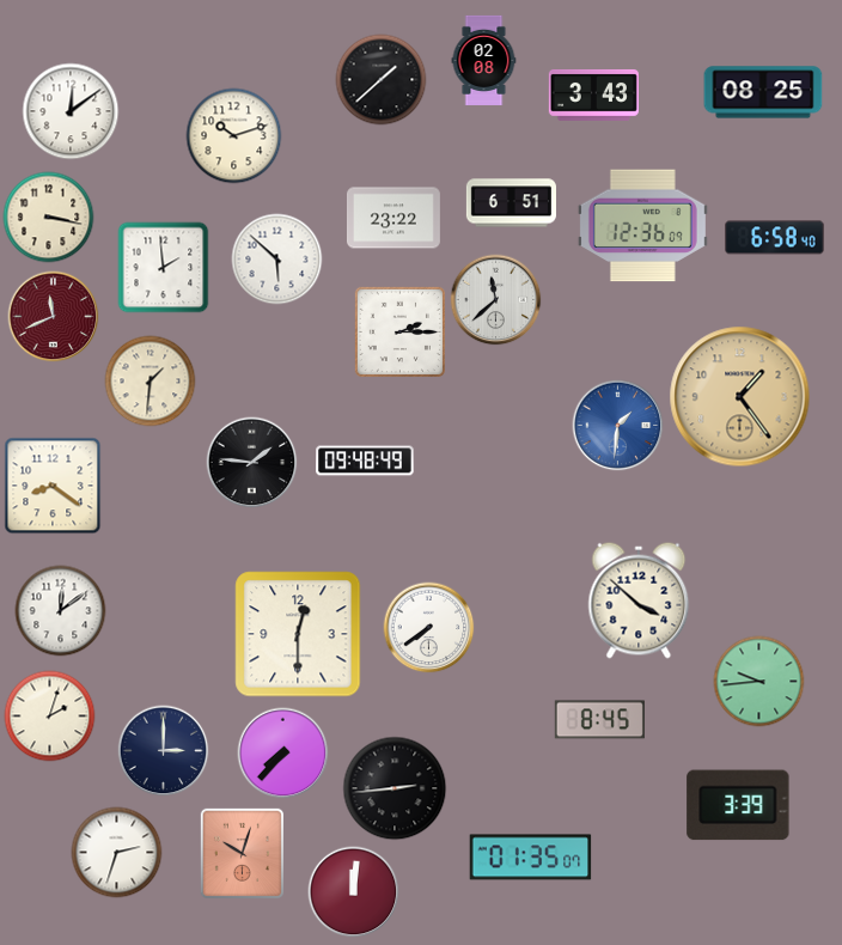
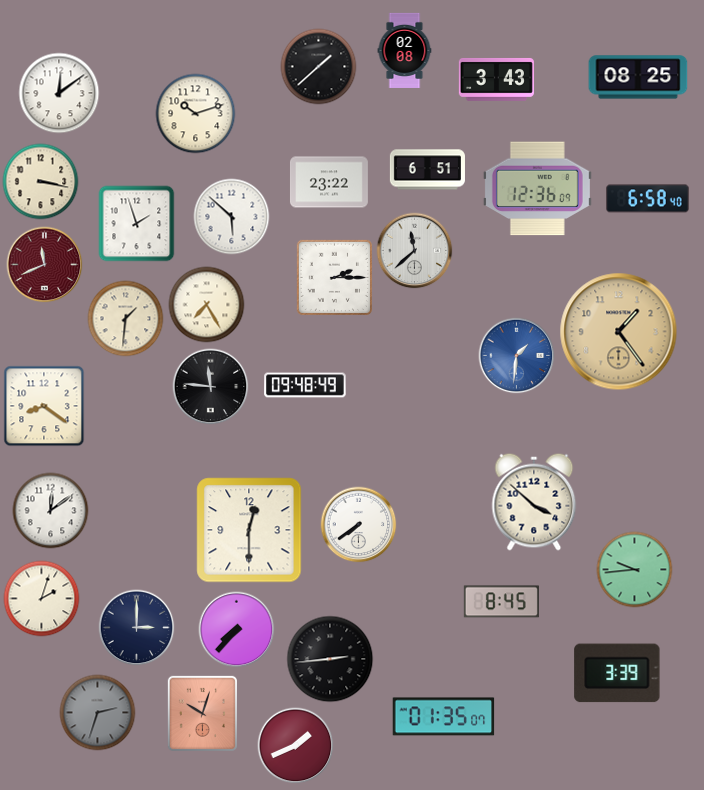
clock at (164, 268): 1:59 -> 1:57
clock at (207, 305): none -> 7:25
clock at (252, 463): 1:46 -> 11:46
clock at (117, 853) dial: white -> grey
clock at (354, 892): 12:01 -> 1:41
